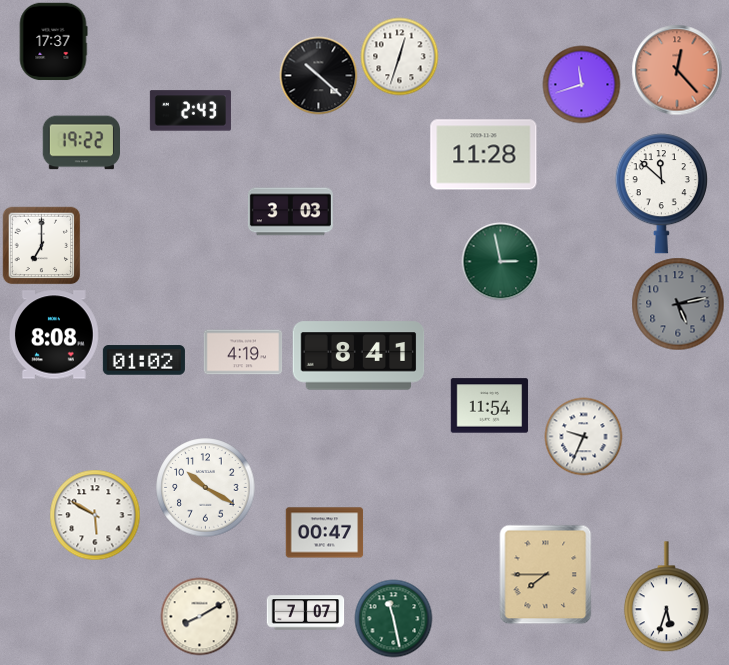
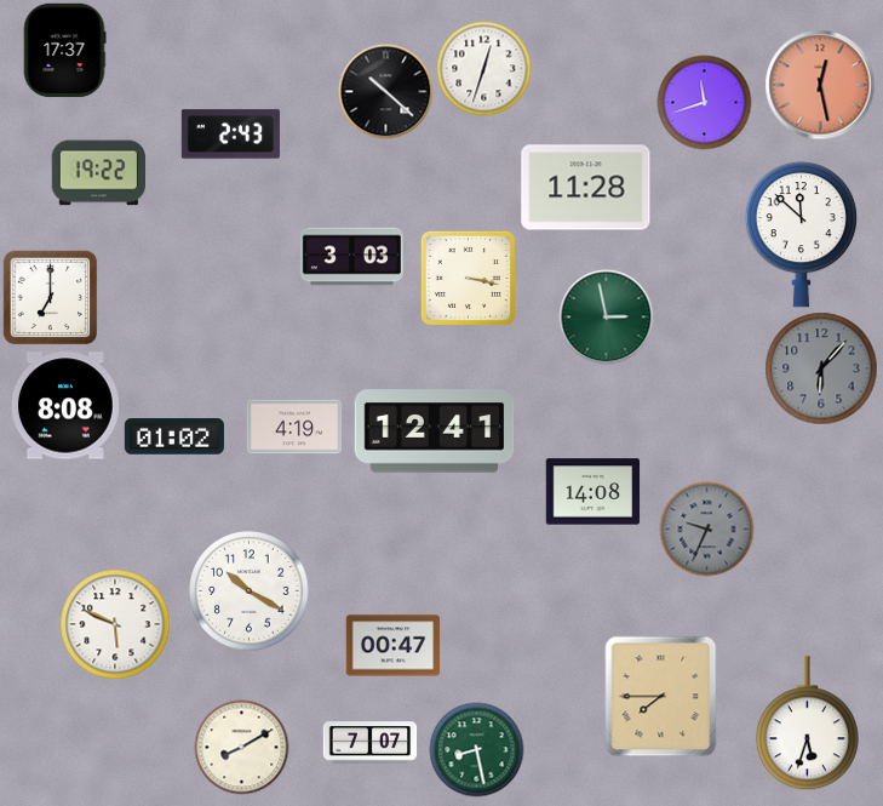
clock at (677, 70): 12:23 -> 12:28
clock at (468, 278): none -> 3:17
clock at (678, 304): 5:13 -> 6:07
clock at (359, 356): 8:41 -> 12:41
clock at (489, 406): 11:54 -> 14:08
clock at (583, 436) dial: white -> grey
clock at (95, 515): 5:50 -> 5:49
clock at (393, 618): 11:28 -> 8:28
